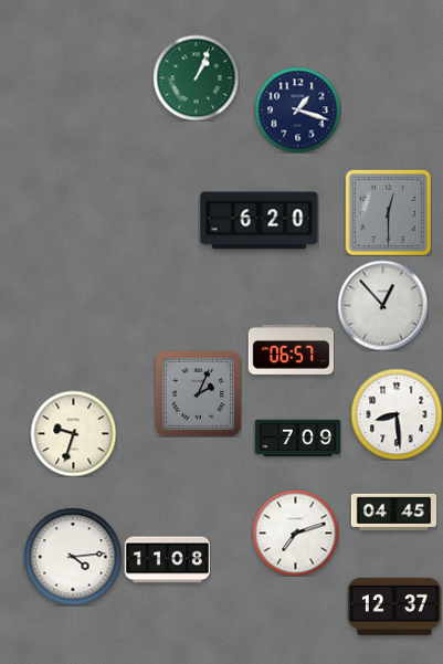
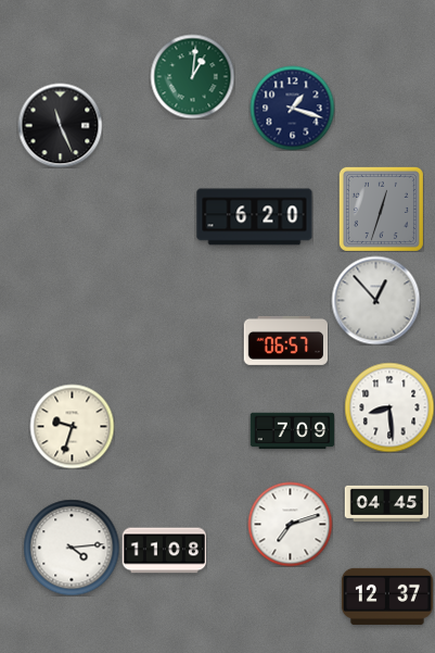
clock at (196, 77): 1:04 -> 1:01
clock at (60, 125): none -> 11:26
clock at (388, 212): 12:30 -> 12:33
clock at (291, 349) position: (291, 349) -> (285, 340)
clock at (198, 393): 2:04 -> none
